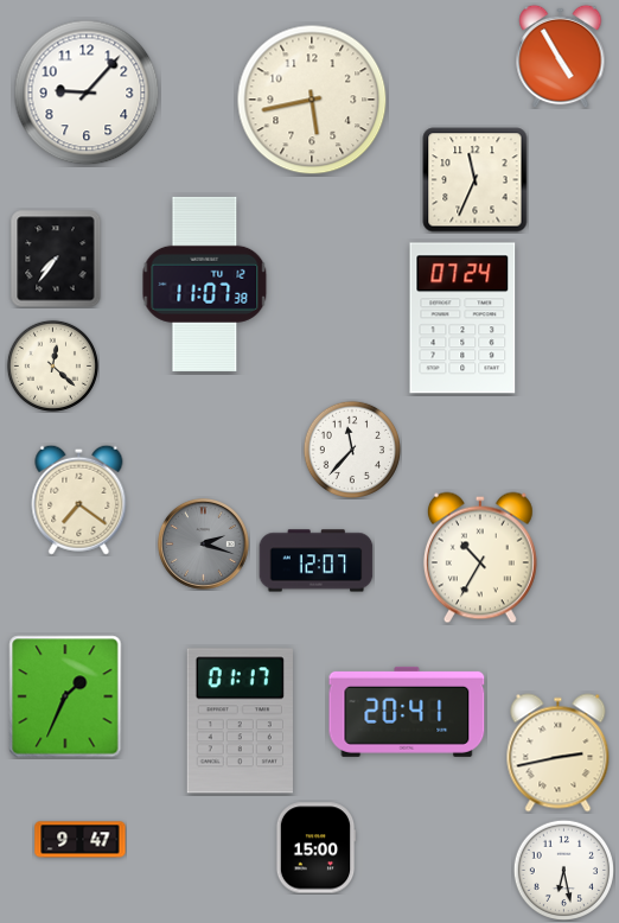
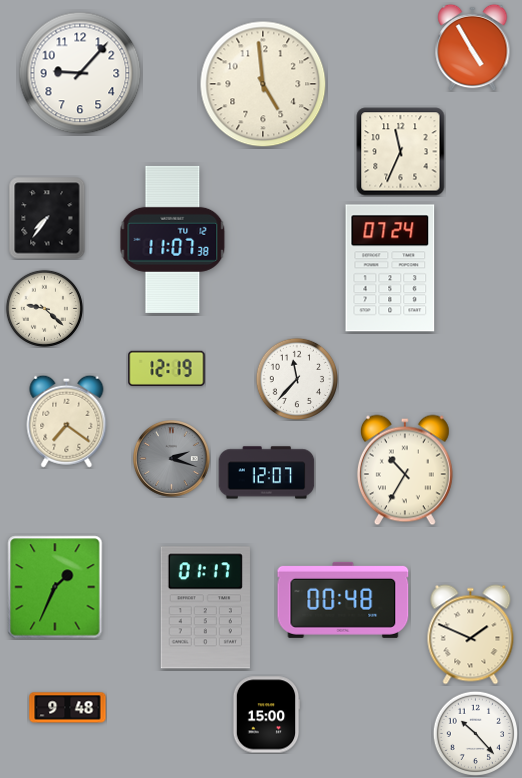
clock at (87, 93) position: (87, 93) -> (80, 73)
clock at (312, 100): 5:43 -> 4:59
clock at (52, 365): 12:22 -> 9:22
clock at (167, 368): none -> 12:19
clock at (407, 712): 20:41 -> 00:48
clock at (240, 721) position: (240, 721) -> (205, 608)
clock at (559, 753): 2:43 -> 1:49
clock at (81, 840): 9:47 -> 9:48
clock at (563, 870): 6:28 -> 10:23
